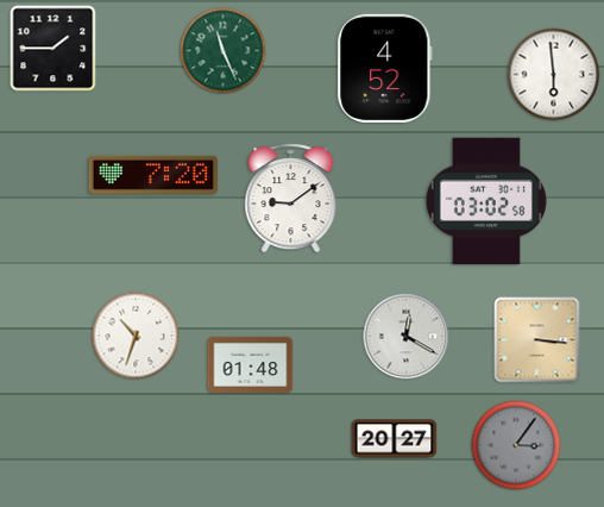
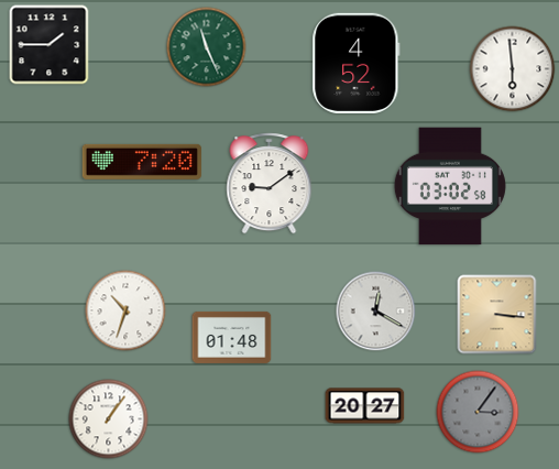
clock at (109, 419): none -> 1:06
